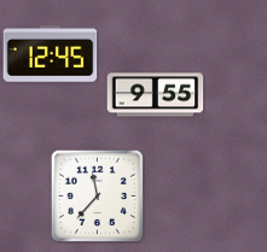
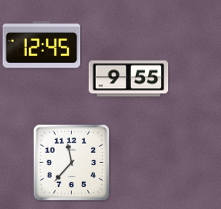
clock at (97, 195) position: (97, 195) -> (71, 162)
